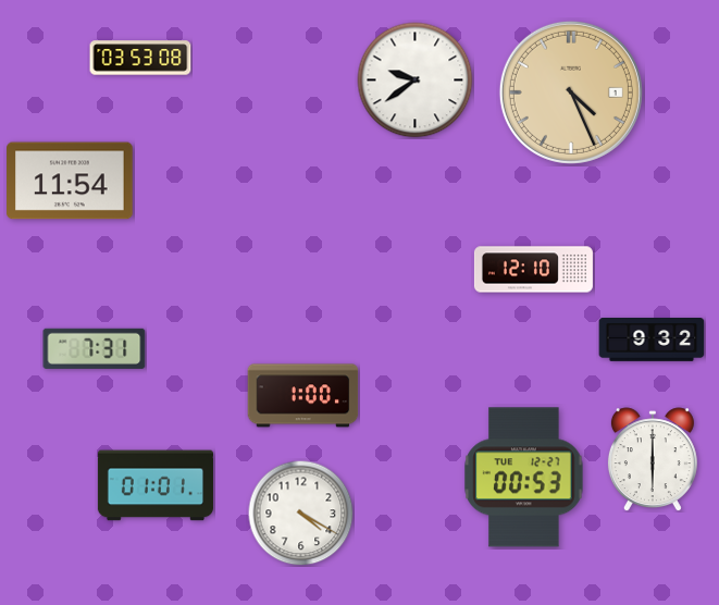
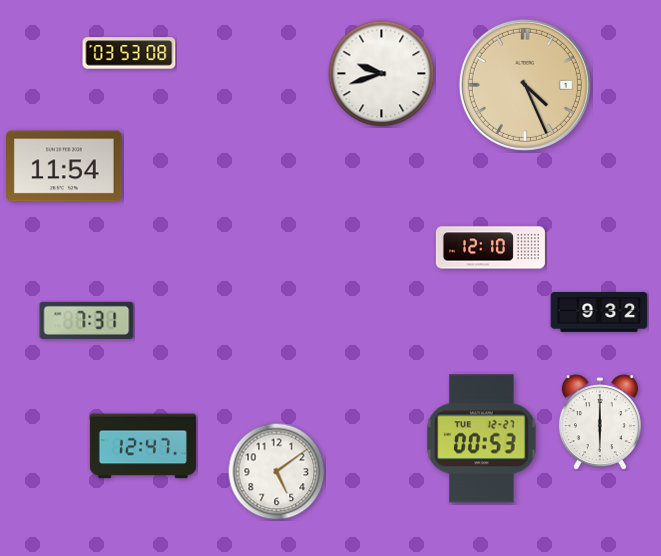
clock at (416, 81): 9:39 -> 9:42
clock at (303, 396): 1:00 -> none
clock at (156, 485): 01:01 -> 12:47
clock at (300, 513): 4:20 -> 5:09
